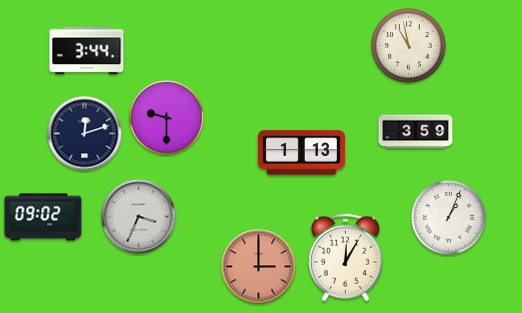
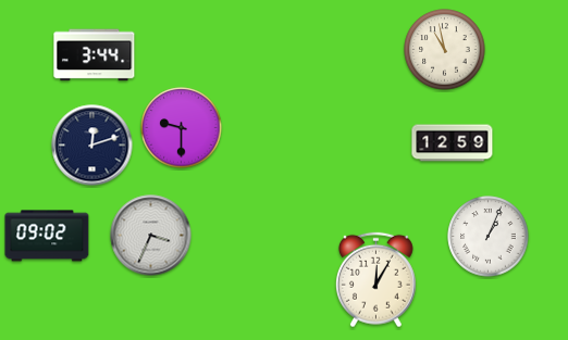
clock at (416, 132): 3:59 -> 12:59
clock at (301, 153): 1:13 -> none
clock at (259, 267): 3:00 -> none
